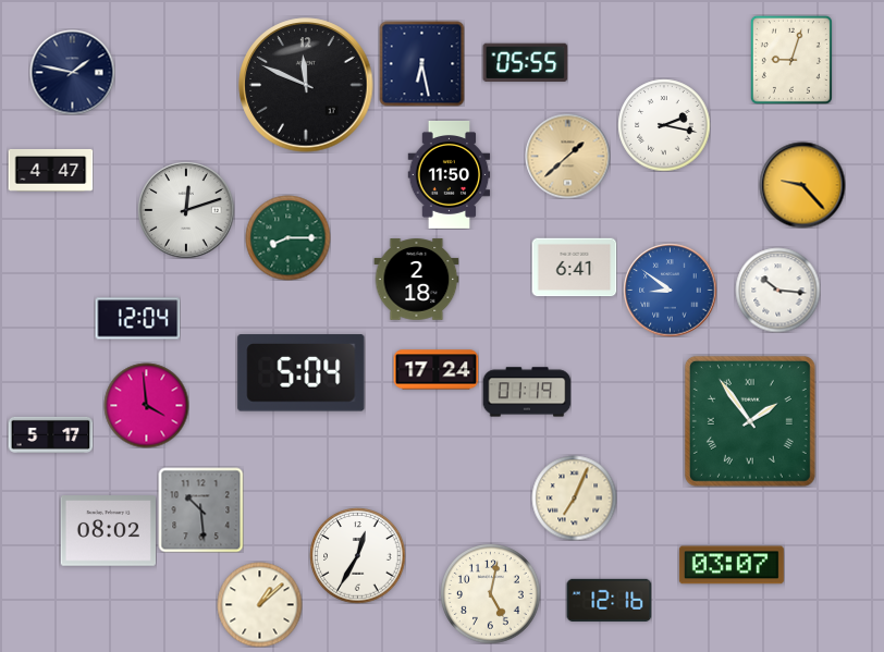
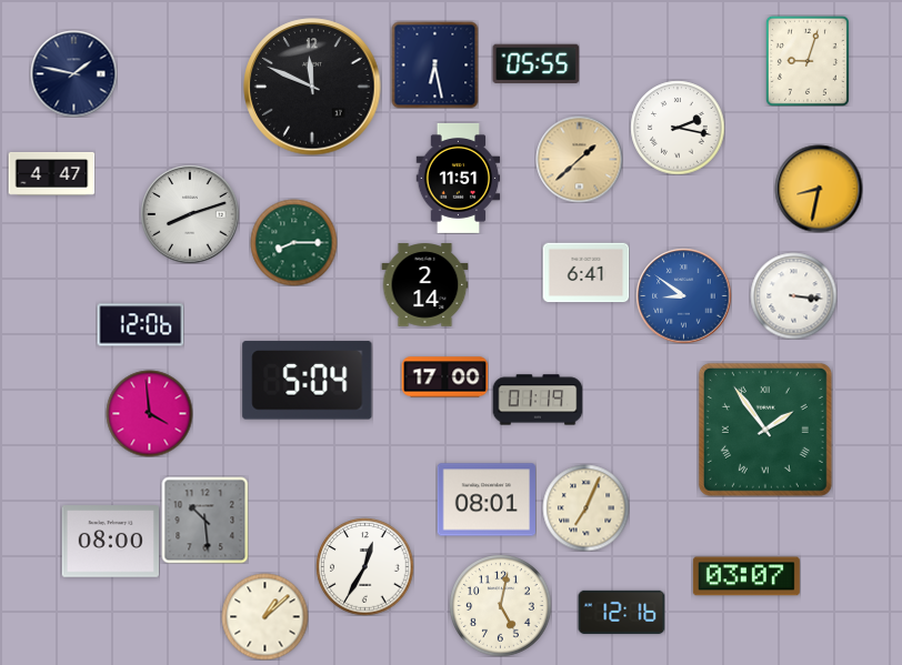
clock at (421, 63) position: (421, 63) -> (434, 64)
clock at (450, 174): 11:50 -> 11:51
clock at (802, 185): 9:23 -> 8:32
clock at (186, 210): 12:12 -> 8:12
clock at (416, 280): 2:18 -> 2:14
clock at (777, 290): 10:16 -> 3:16
clock at (137, 319): 12:04 -> 12:06
clock at (435, 370): 17:24 -> 17:00
clock at (50, 434): 5:17 -> none
clock at (485, 500): none -> 08:01
clock at (108, 531): 08:02 -> 08:00
